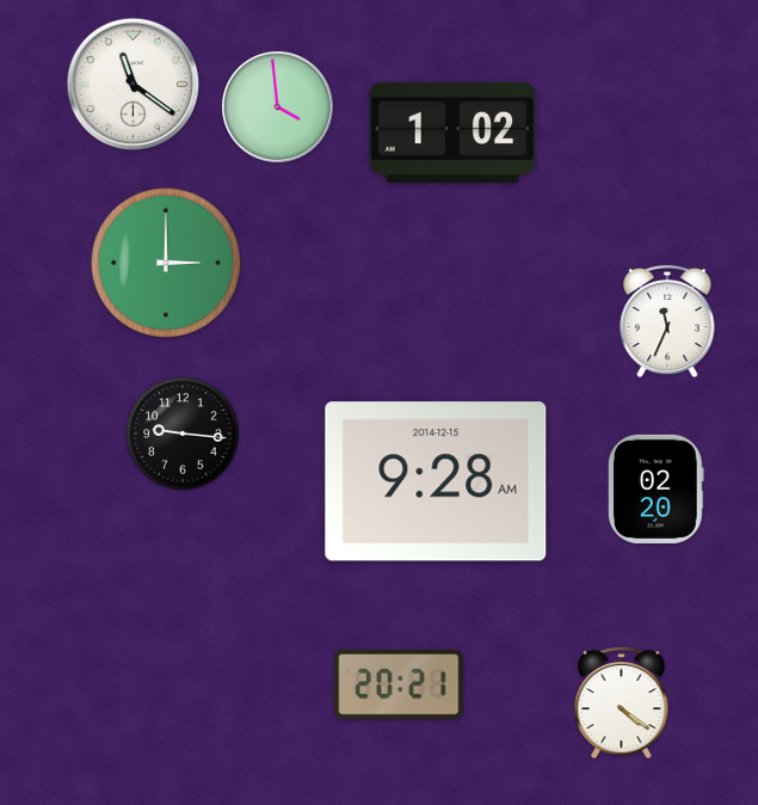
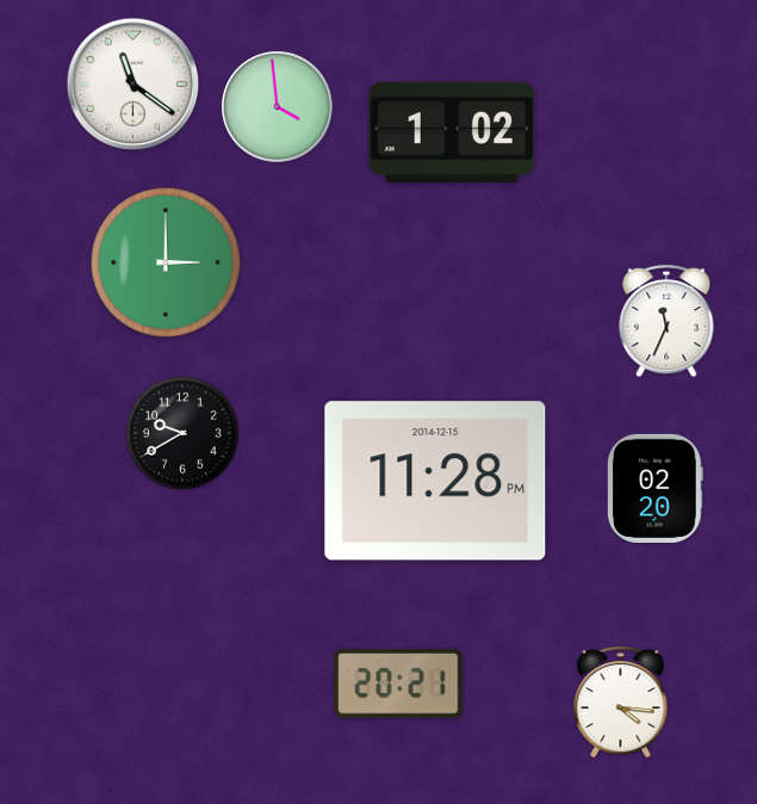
clock at (183, 434): 9:16 -> 9:40
clock at (436, 481): 9:28 -> 11:28
clock at (622, 702): 4:21 -> 4:16
